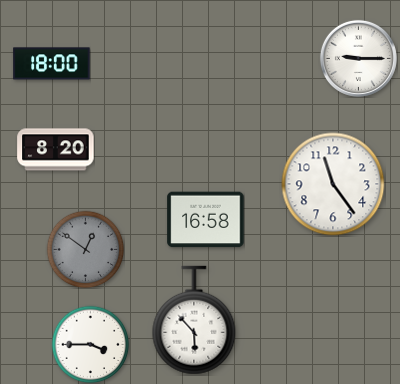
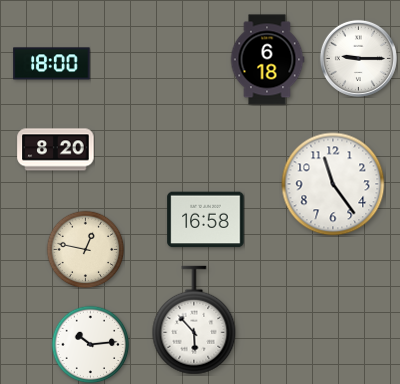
clock at (267, 60): none -> 6:18
clock at (85, 249): 12:51 -> 12:47
clock at (85, 249) dial: grey -> cream
clock at (90, 344): 3:45 -> 10:14
